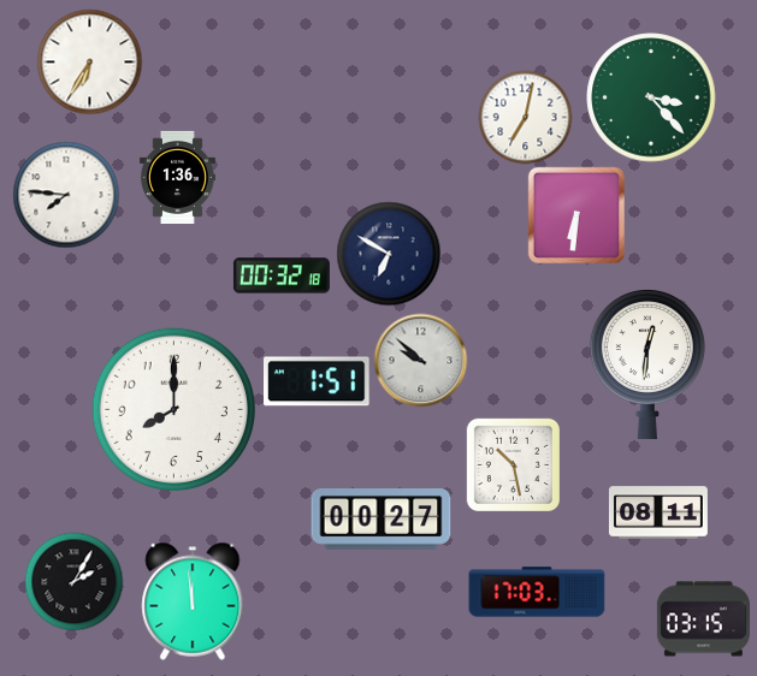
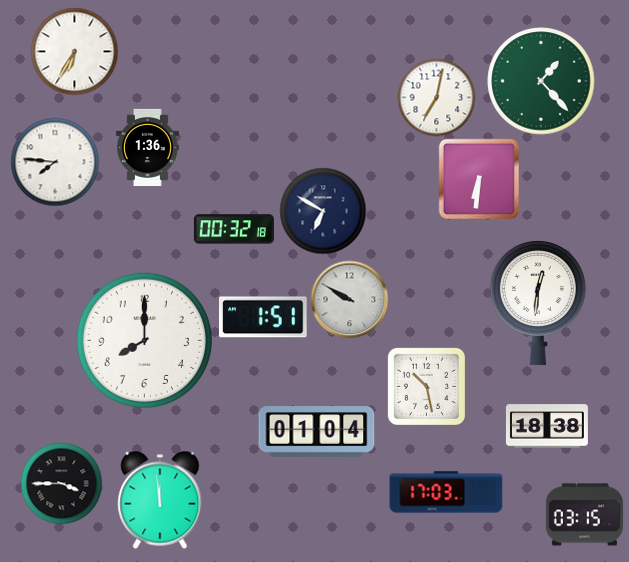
clock at (651, 97): 3:23 -> 1:23
clock at (420, 360): 9:52 -> 9:50
clock at (658, 512): 08:11 -> 18:38
clock at (382, 520): 00:27 -> 01:04
clock at (73, 581): 2:05 -> 3:45
